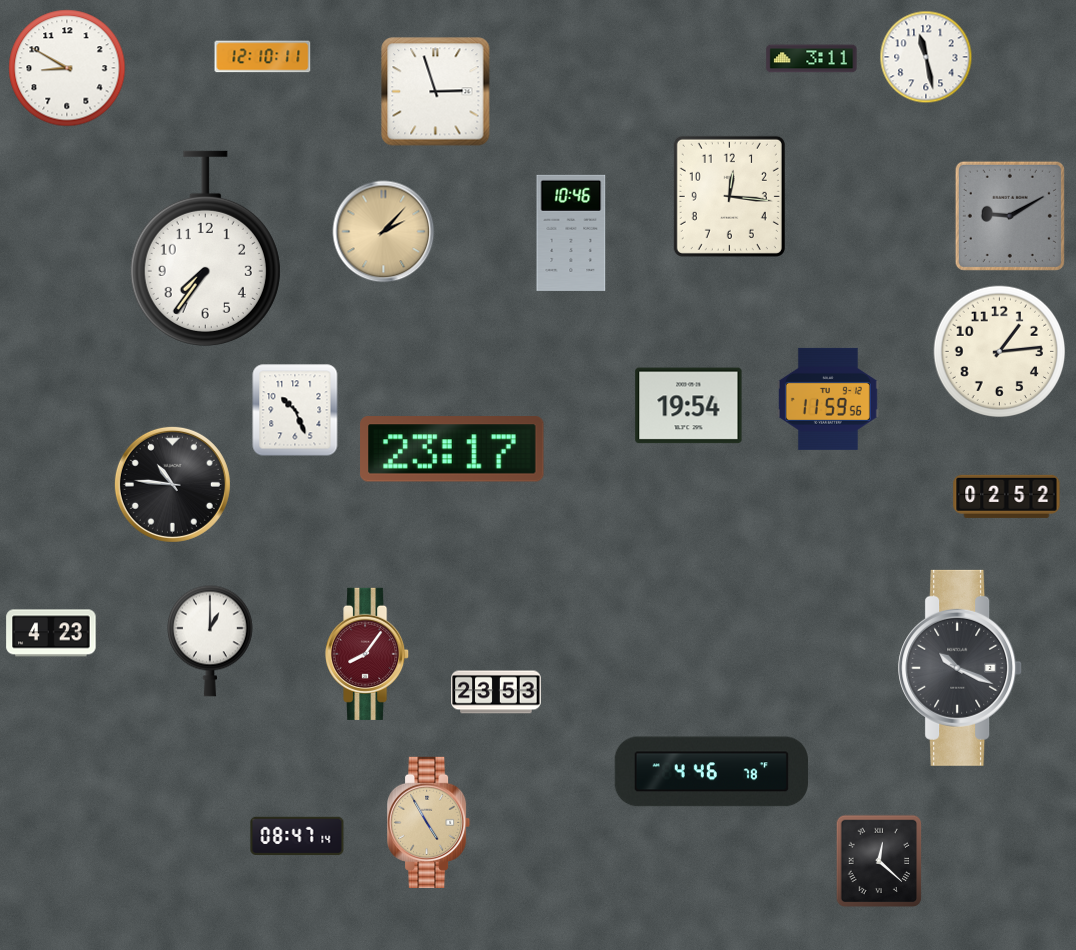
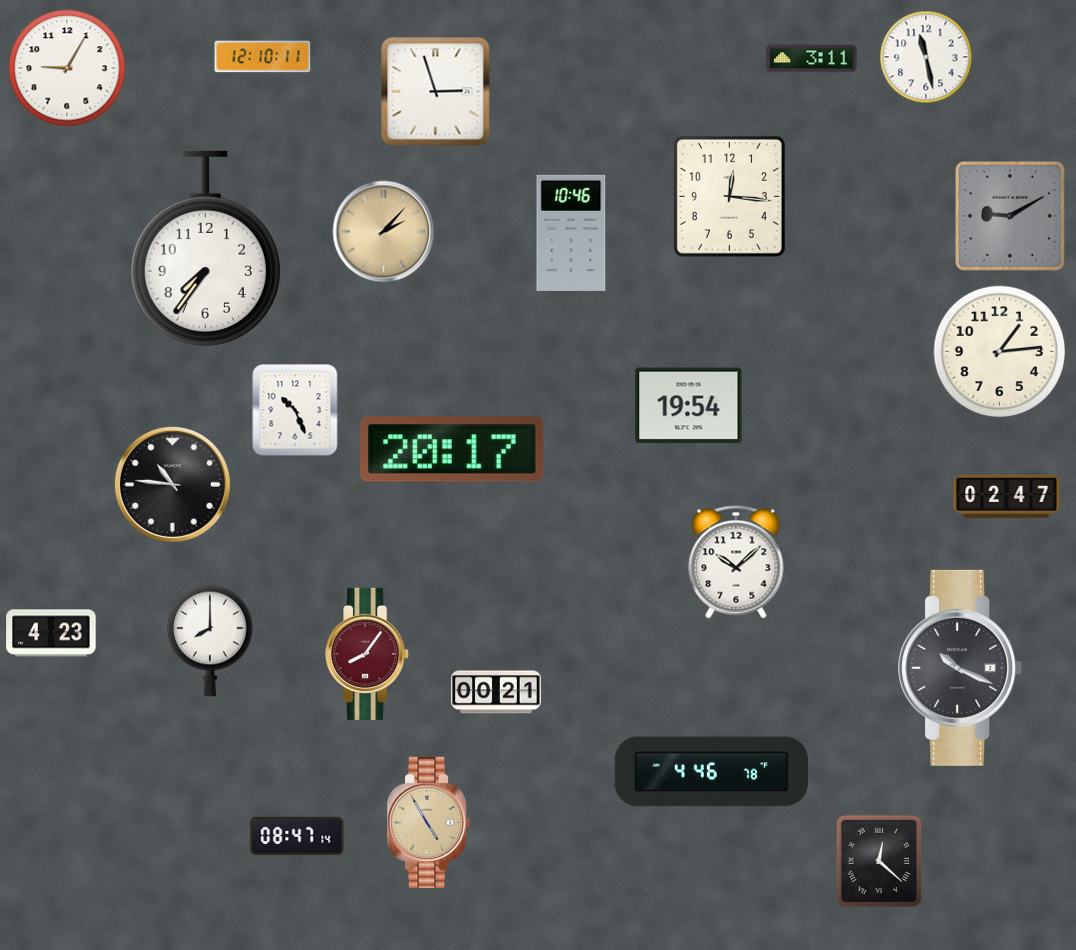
clock at (67, 68): 8:50 -> 9:05
clock at (828, 399): 11:59 -> none
clock at (452, 449): 23:17 -> 20:17
clock at (1007, 496): 02:52 -> 02:47
clock at (736, 562): none -> 10:08
clock at (211, 641): 1:00 -> 8:00
clock at (496, 692): 23:53 -> 00:21
